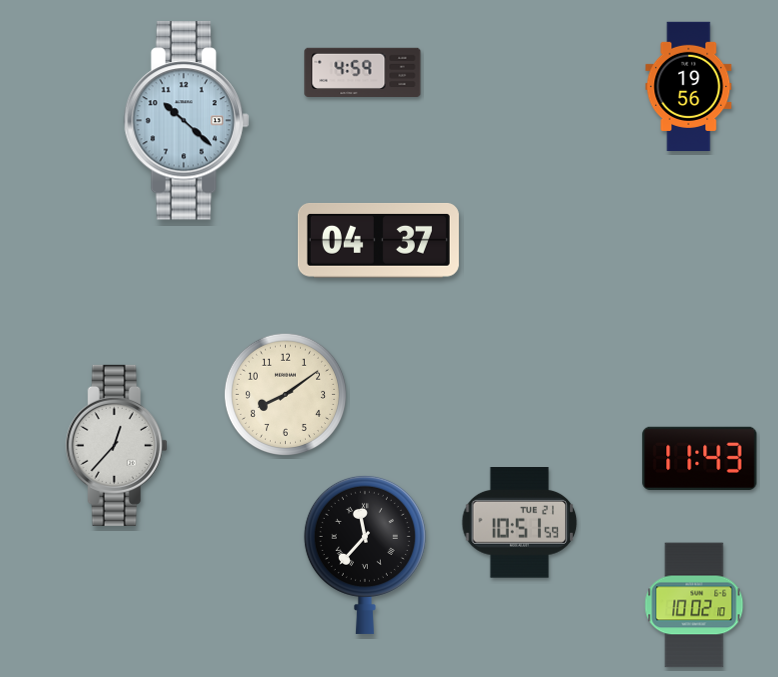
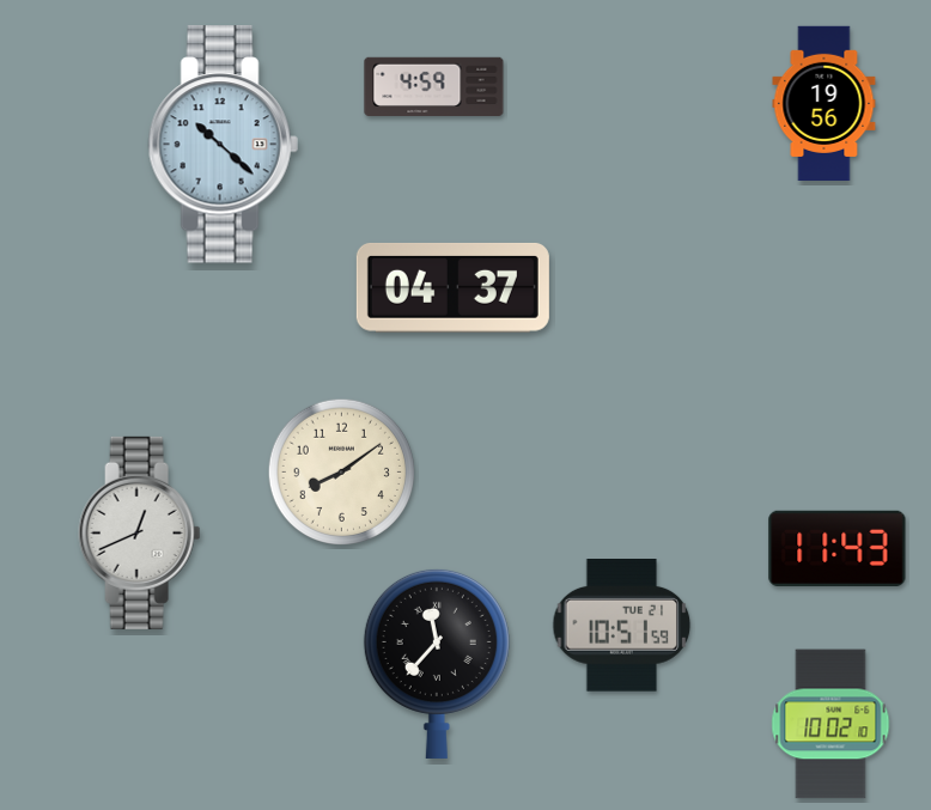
clock at (117, 445): 12:37 -> 12:41
